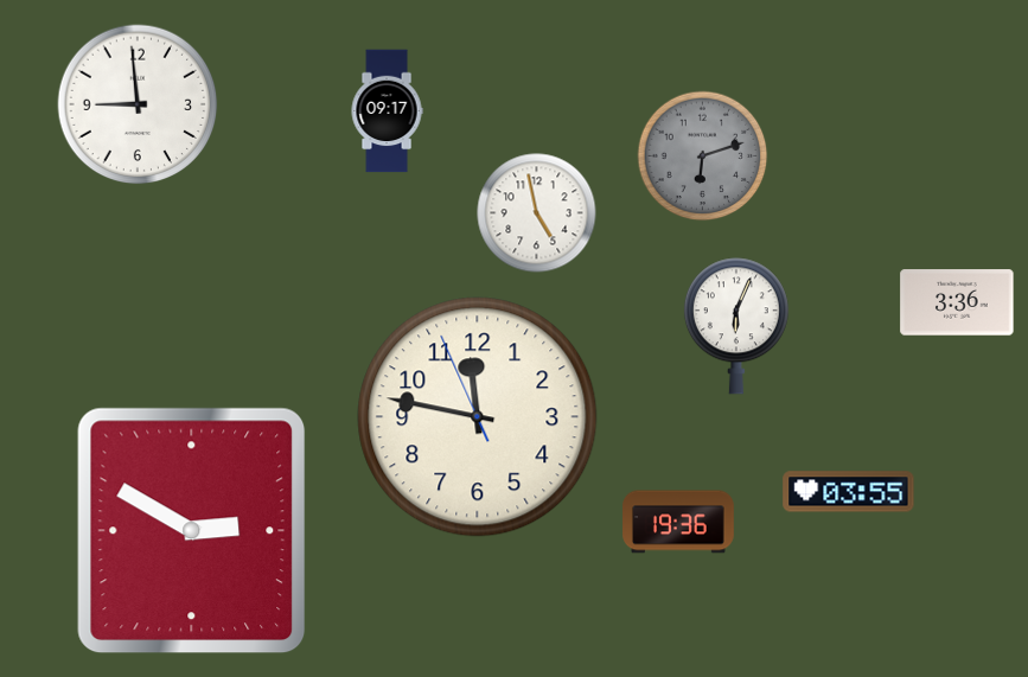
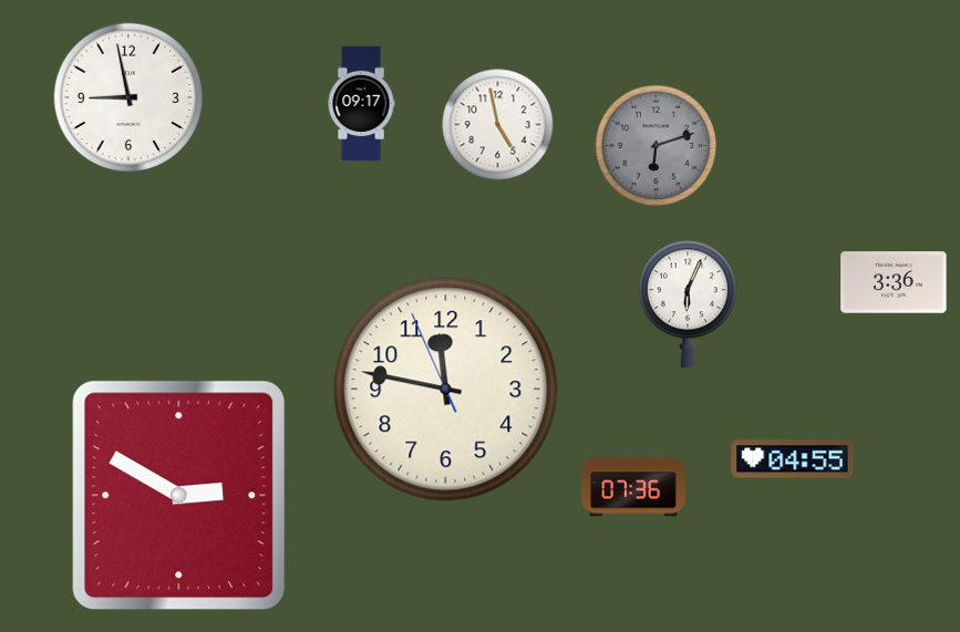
clock at (138, 104): 8:59 -> 8:58
clock at (537, 213) position: (537, 213) -> (498, 125)
clock at (849, 492): 03:55 -> 04:55
clock at (678, 522): 19:36 -> 07:36
